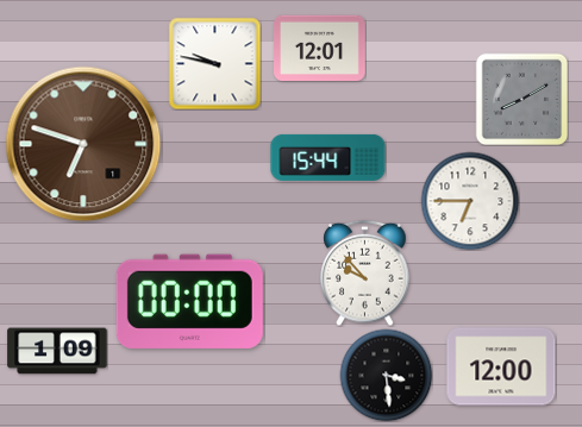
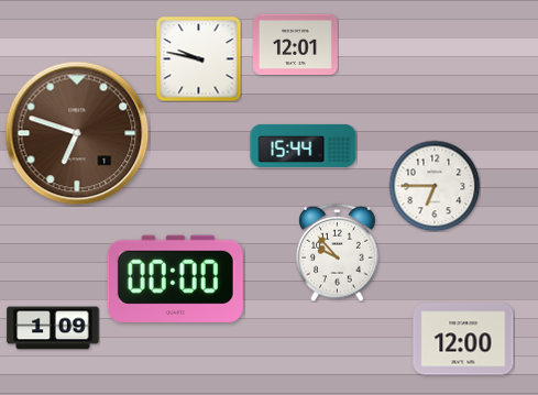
clock at (521, 99): 8:10 -> none
clock at (57, 351) position: (57, 351) -> (53, 328)
clock at (386, 375): 3:29 -> none
